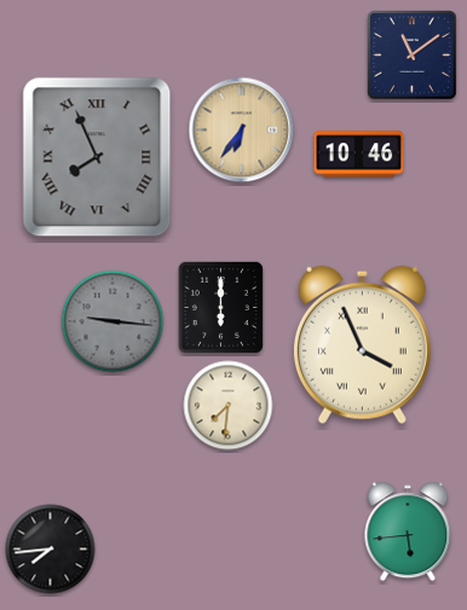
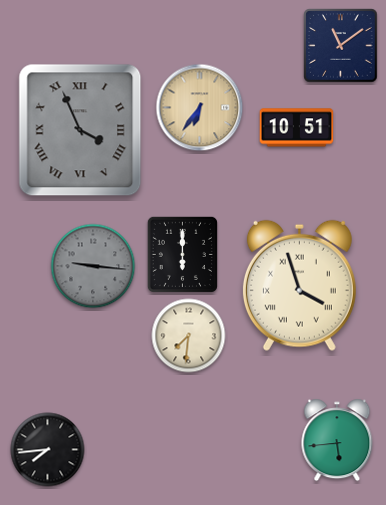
clock at (359, 155): 10:46 -> 10:51
clock at (97, 157): 7:56 -> 3:56
clock at (362, 344): 3:56 -> 3:57
clock at (51, 550) position: (51, 550) -> (48, 450)
